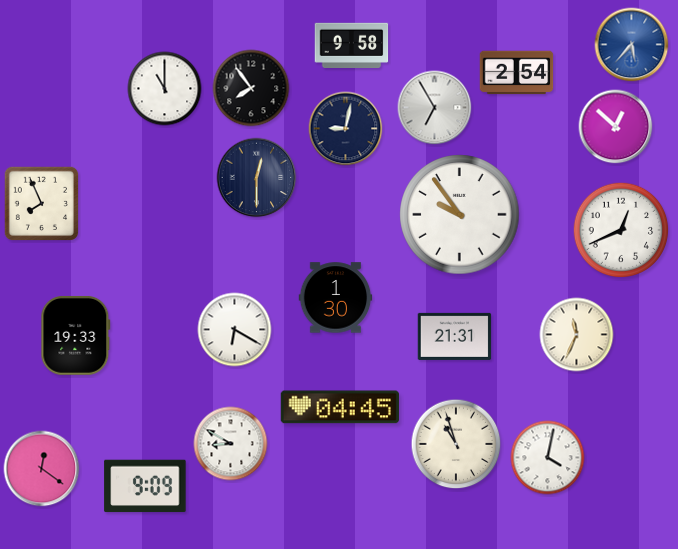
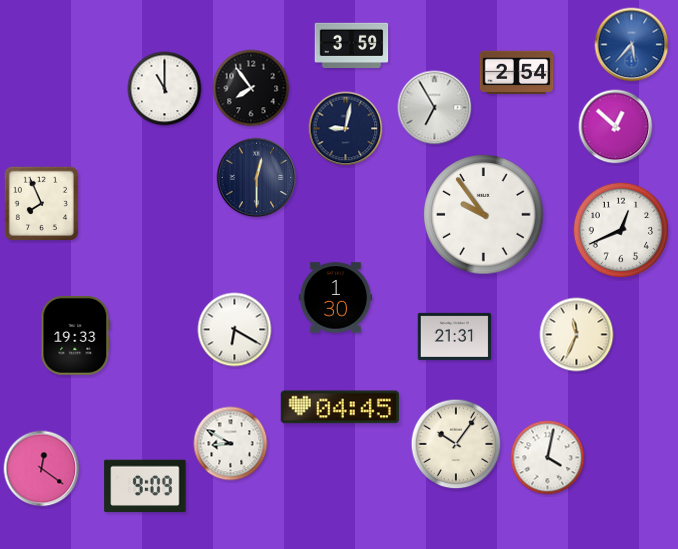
clock at (352, 45): 9:58 -> 3:59
clock at (460, 215) position: (460, 215) -> (484, 215)
clock at (456, 444): 10:57 -> 10:06
